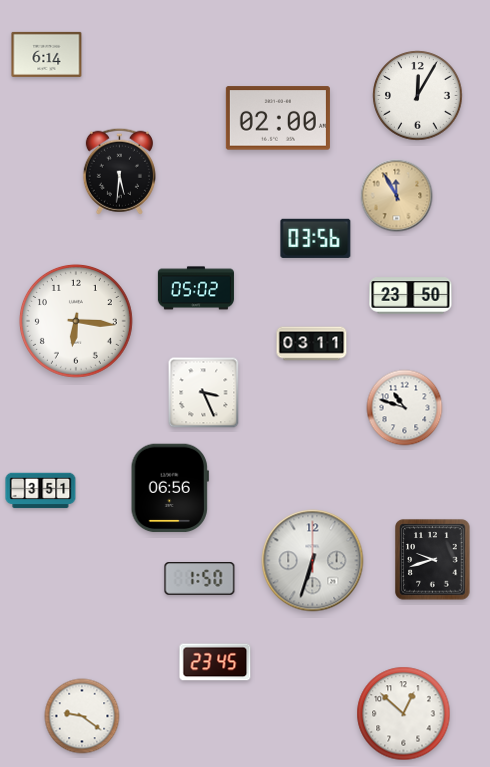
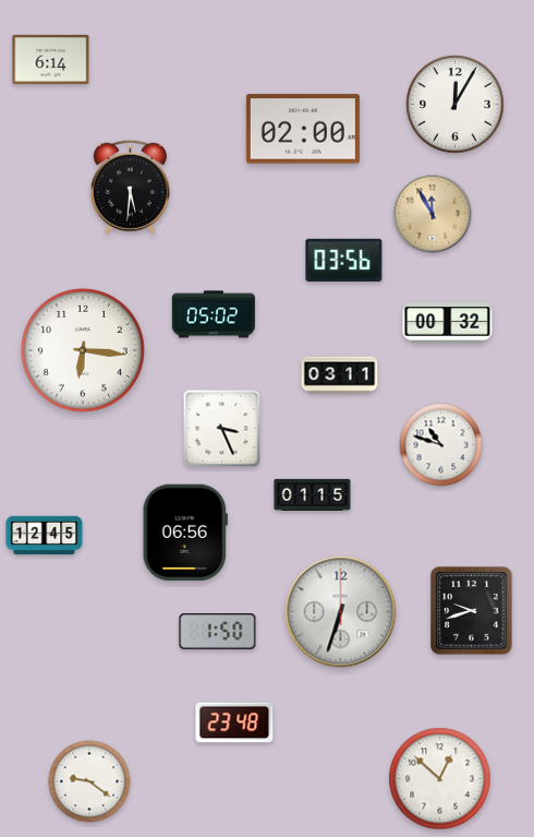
clock at (411, 296): 23:50 -> 00:32
clock at (313, 494): none -> 01:15
clock at (41, 491): 3:51 -> 12:45
clock at (215, 662): 23:45 -> 23:48
